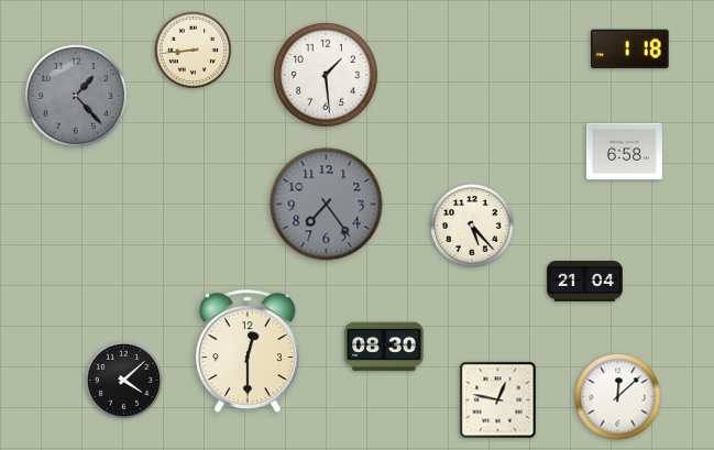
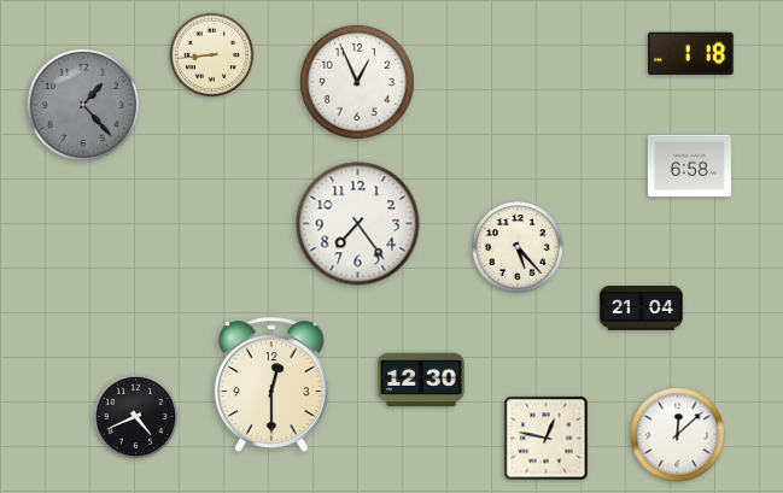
clock at (326, 75): 1:29 -> 12:56
clock at (624, 152) position: (624, 152) -> (689, 166)
clock at (327, 205) dial: grey -> white
clock at (384, 347): 08:30 -> 12:30
clock at (124, 381): 4:08 -> 4:41
